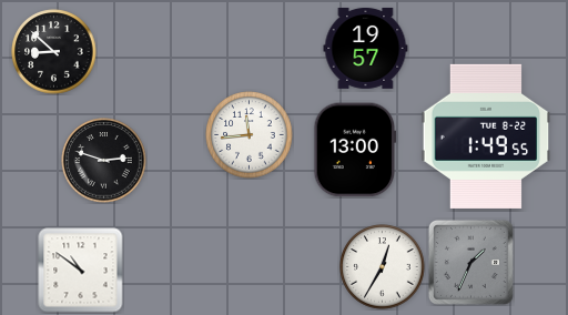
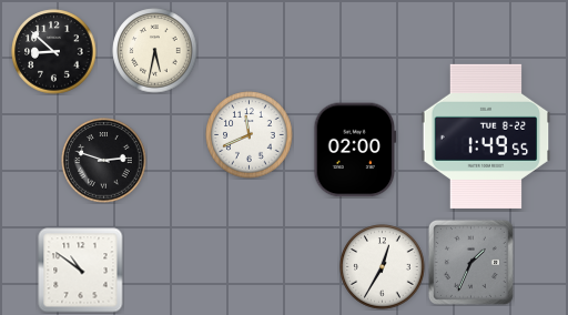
clock at (366, 48): 19:57 -> none
clock at (155, 51): none -> 5:32
clock at (250, 135): 11:44 -> 11:41
clock at (355, 150): 13:00 -> 02:00
